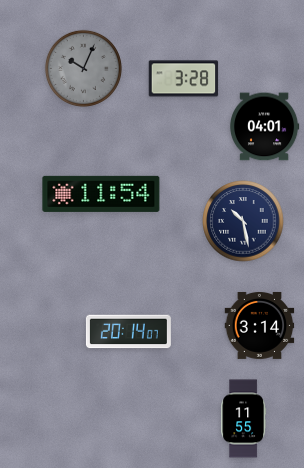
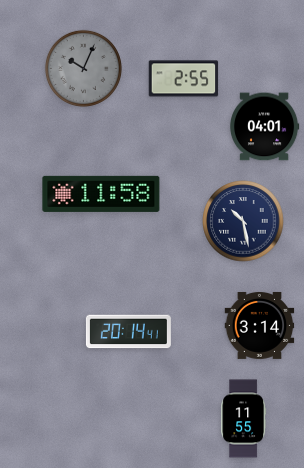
clock at (184, 79): 3:28 -> 2:55
clock at (101, 194): 11:54 -> 11:58
clock at (128, 332): 20:14:07 -> 20:14:41
